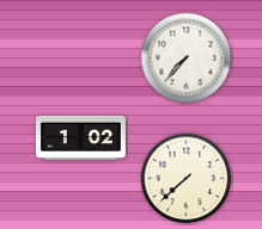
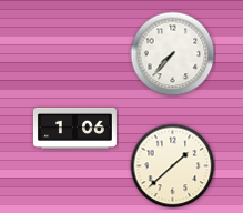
clock at (80, 137): 1:02 -> 1:06
clock at (187, 179): 7:38 -> 1:38
